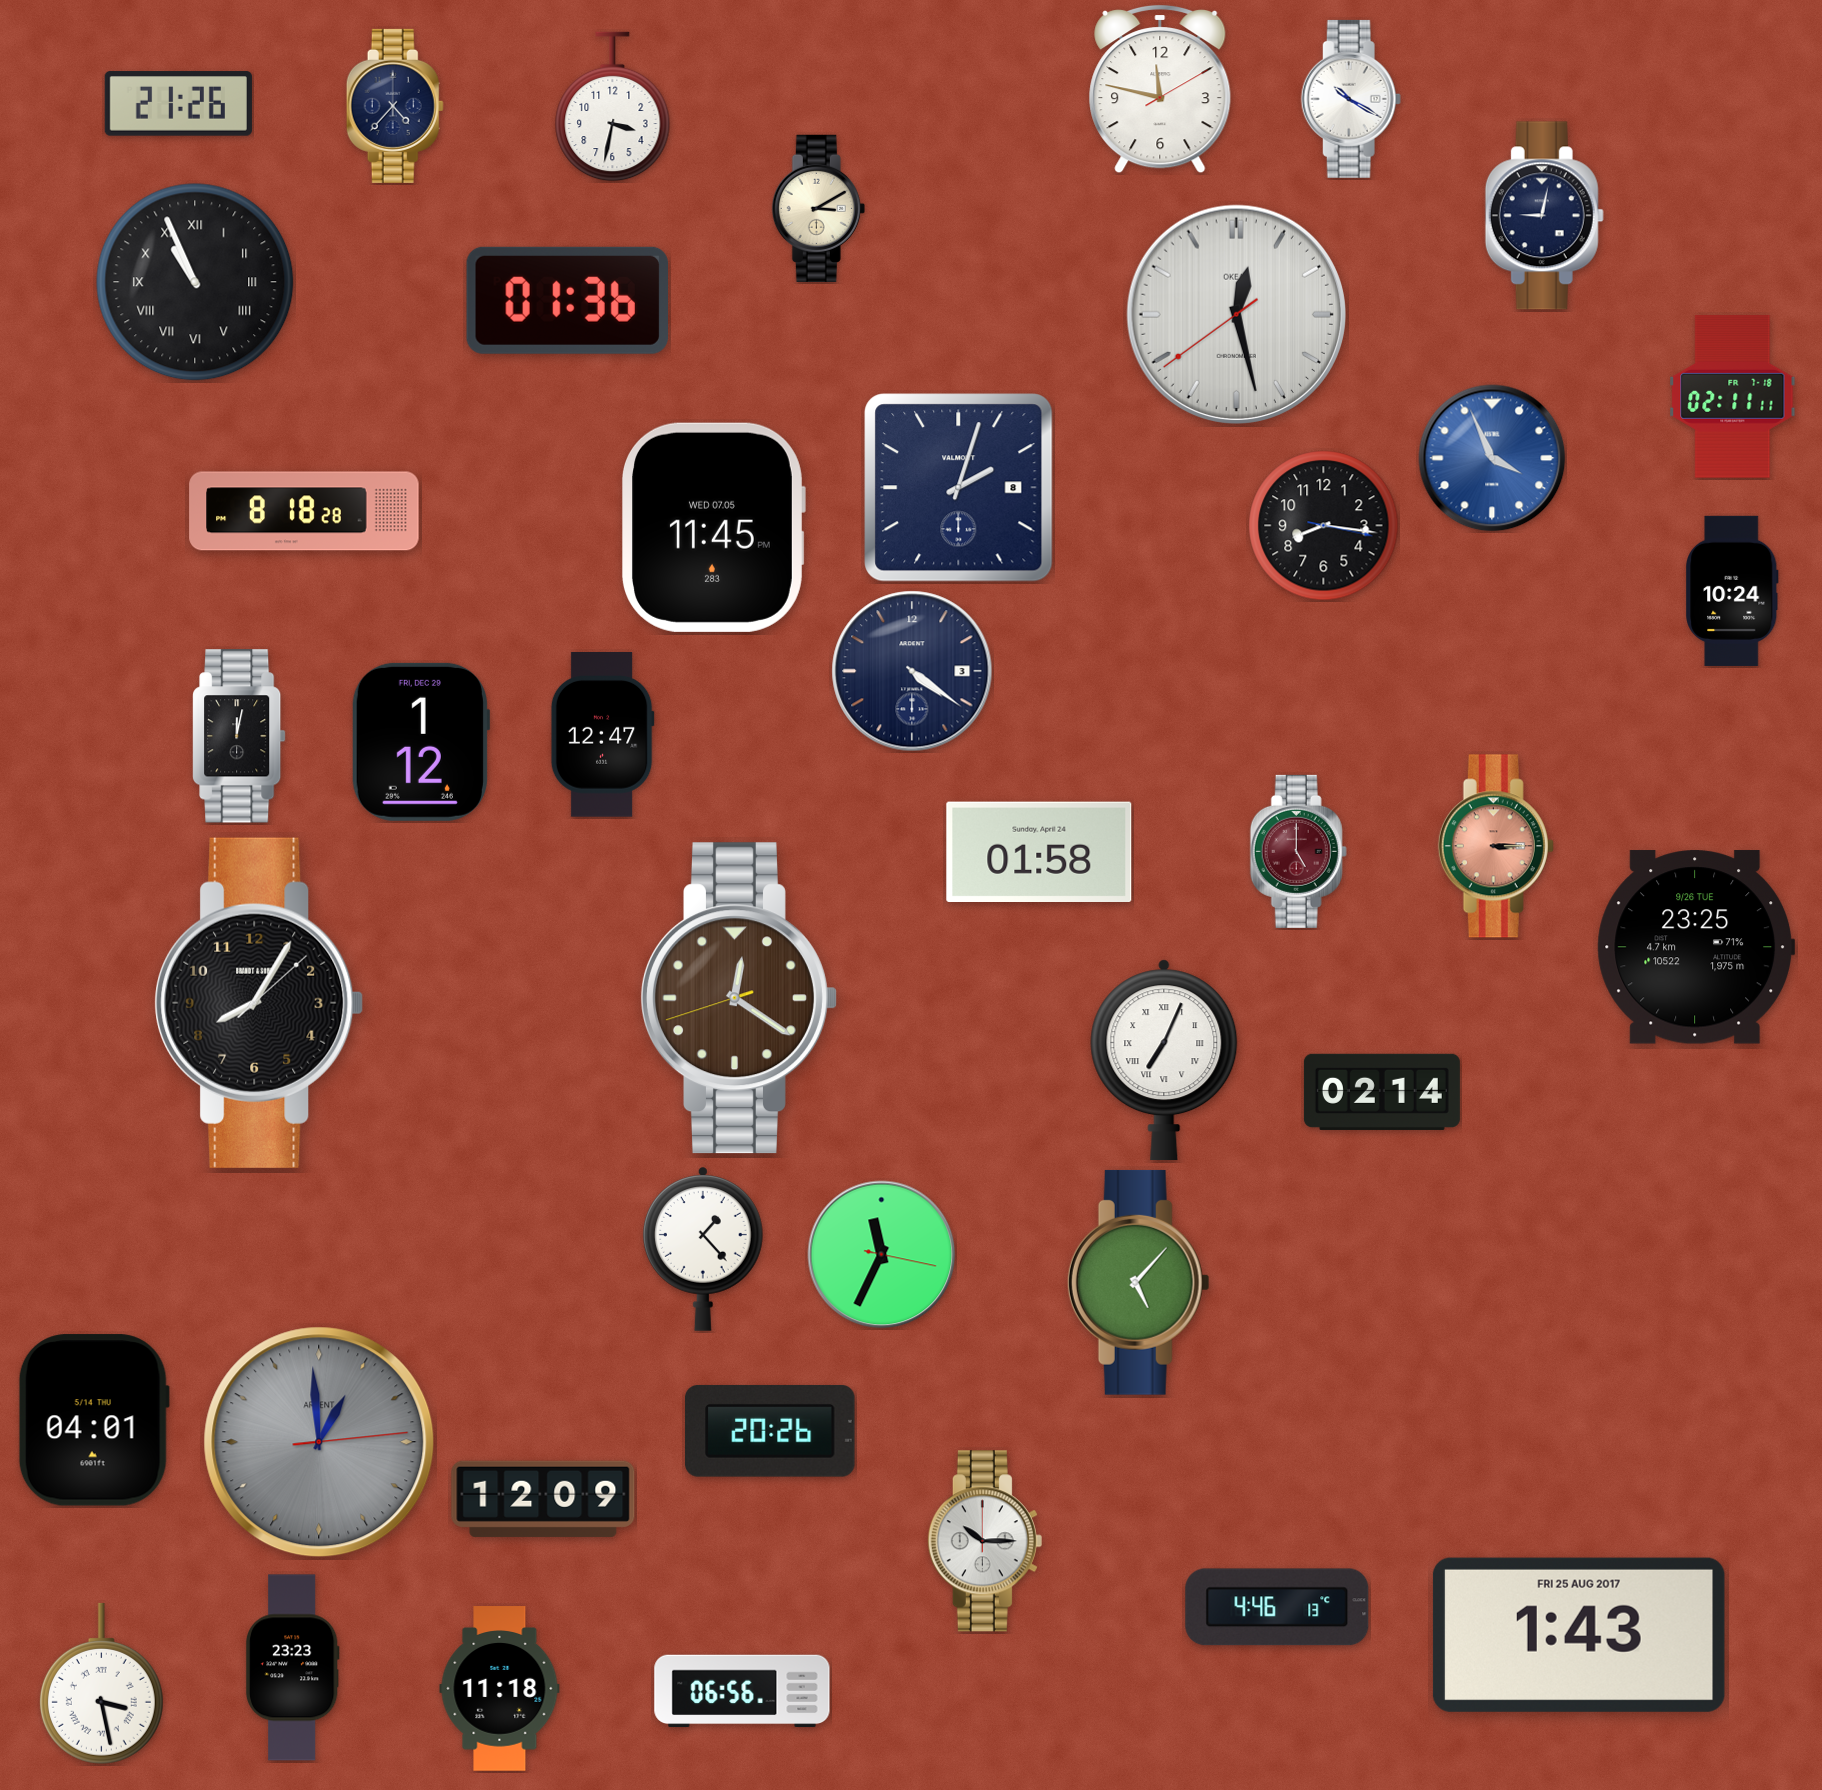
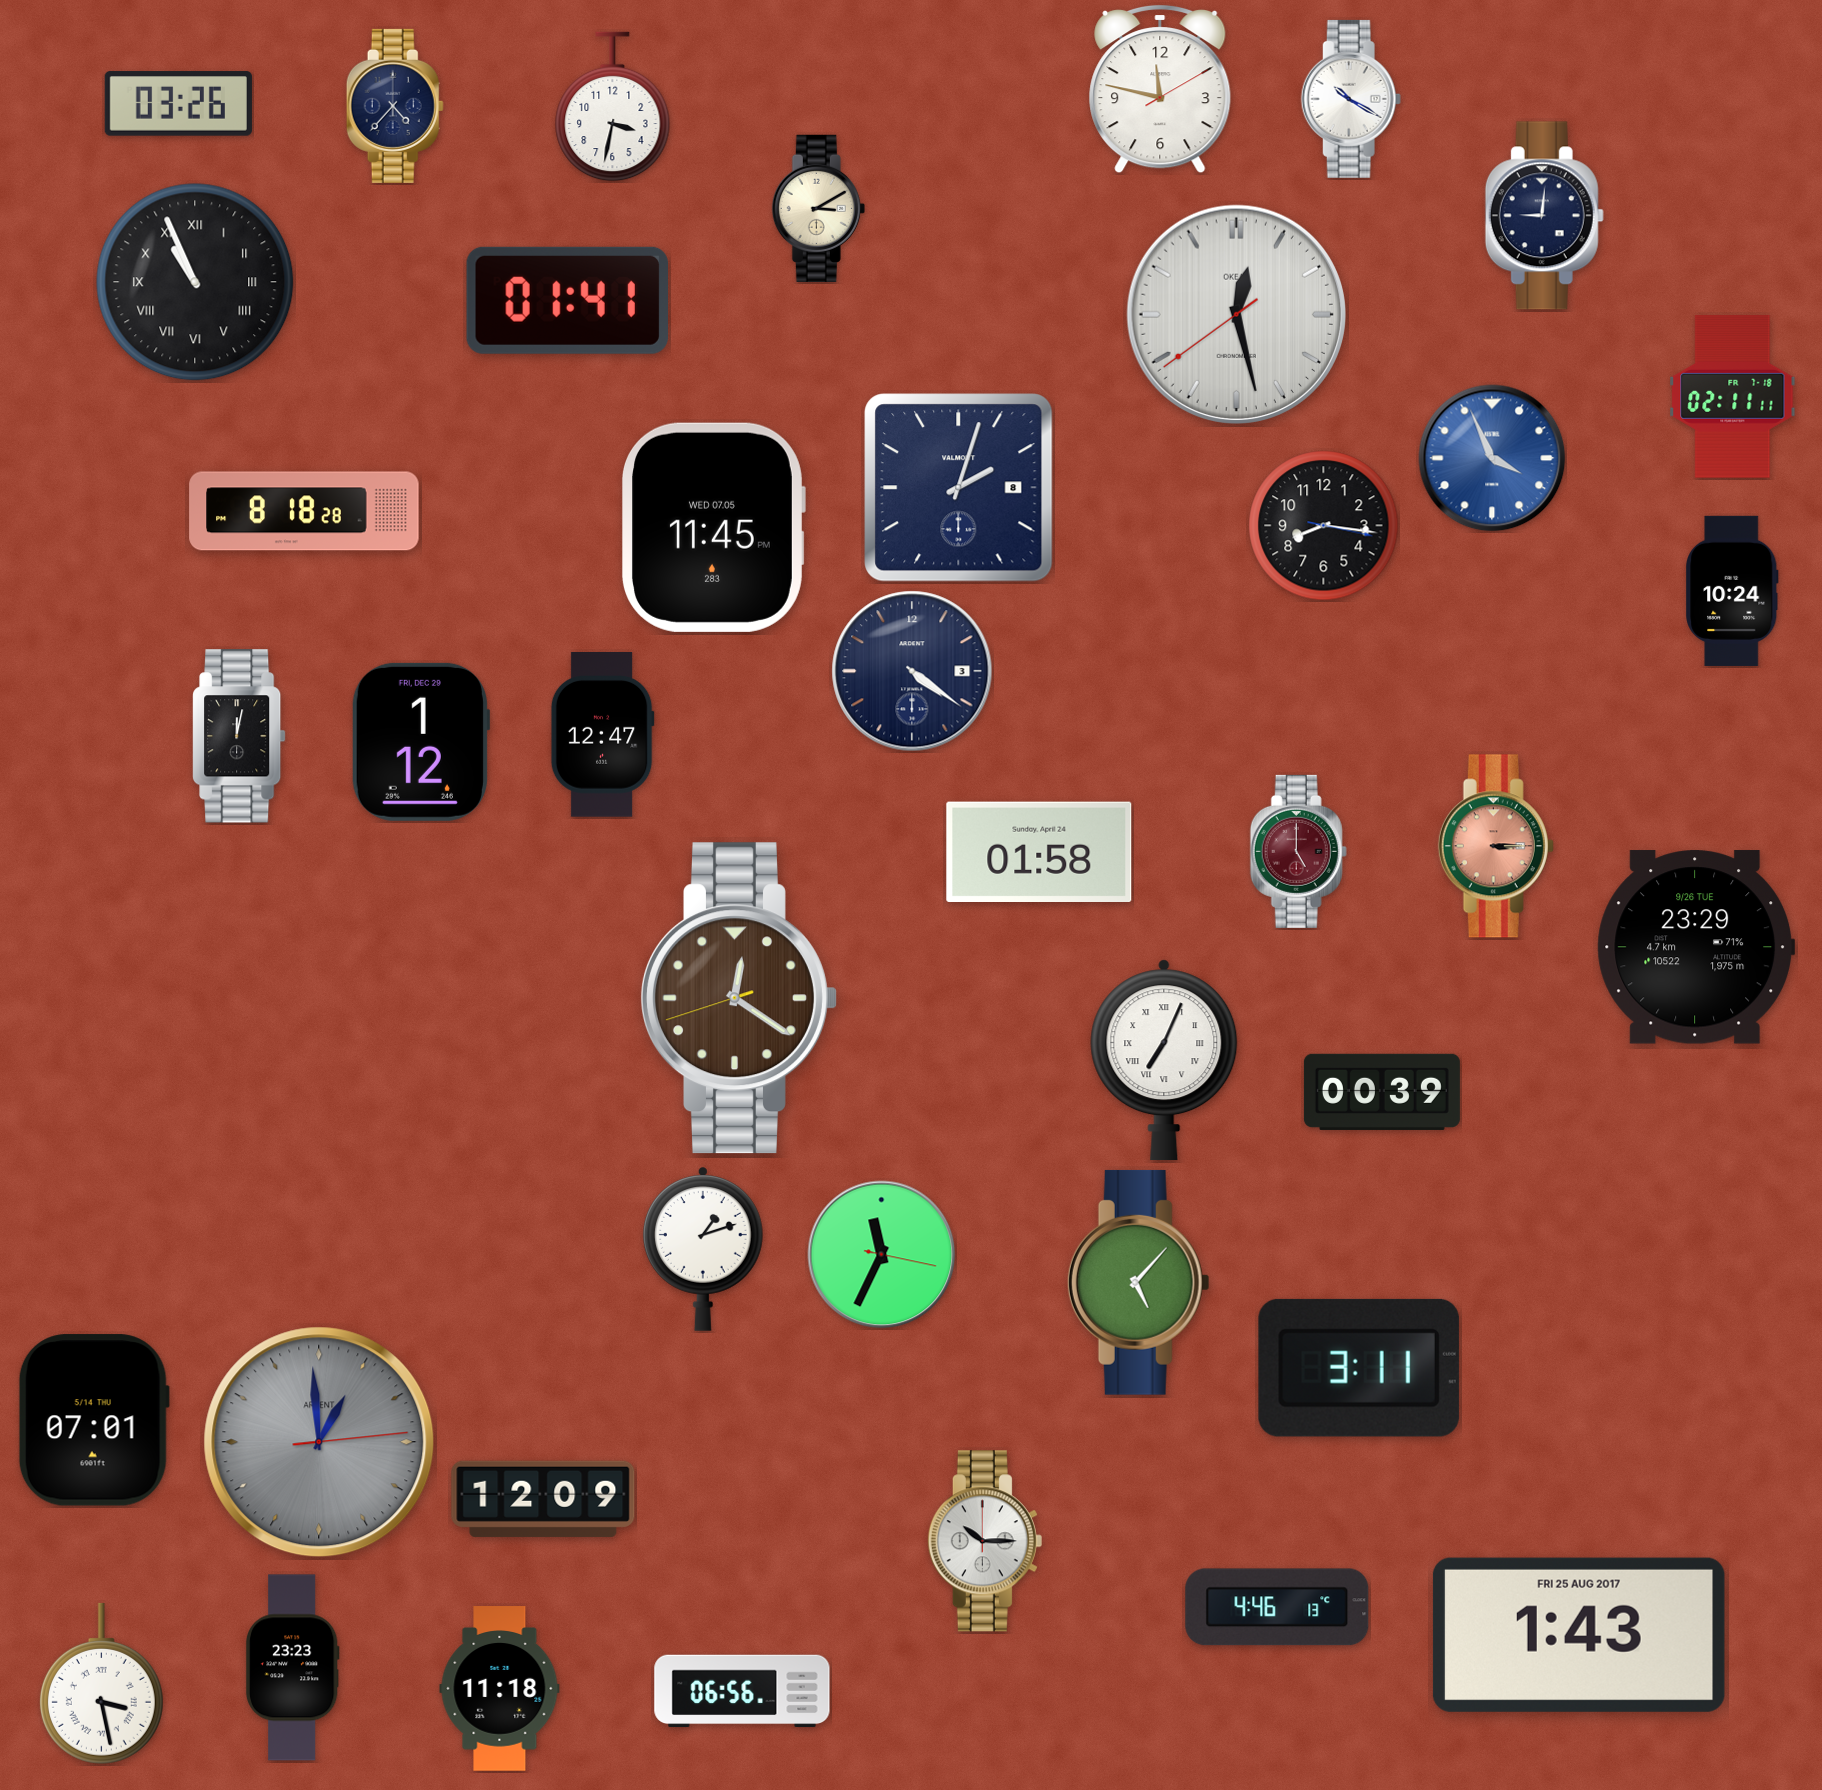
clock at (178, 104): 21:26 -> 03:26
clock at (1544, 216): 9:02 -> 9:01
clock at (567, 300): 01:36 -> 01:41
clock at (1696, 947): 23:25 -> 23:29
clock at (259, 1003): 8:05 -> none
clock at (1382, 1092): 02:14 -> 00:39
clock at (703, 1249): 1:23 -> 1:12
clock at (1359, 1368): none -> 3:11
clock at (94, 1420): 04:01 -> 07:01
clock at (770, 1431): 20:26 -> none
